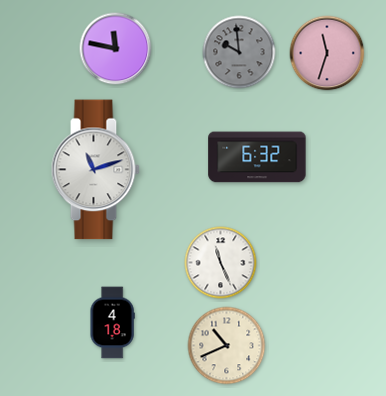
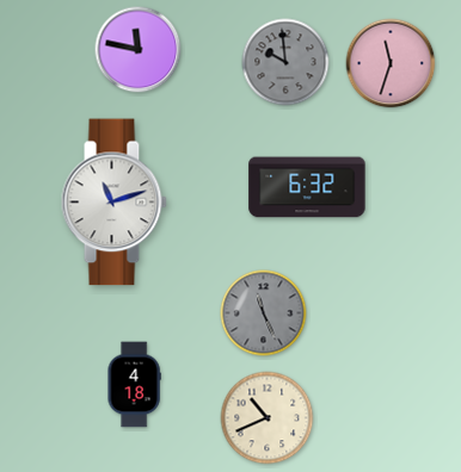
clock at (116, 49) position: (116, 49) -> (139, 50)
clock at (221, 263) dial: white -> grey
clock at (227, 346) position: (227, 346) -> (268, 418)
